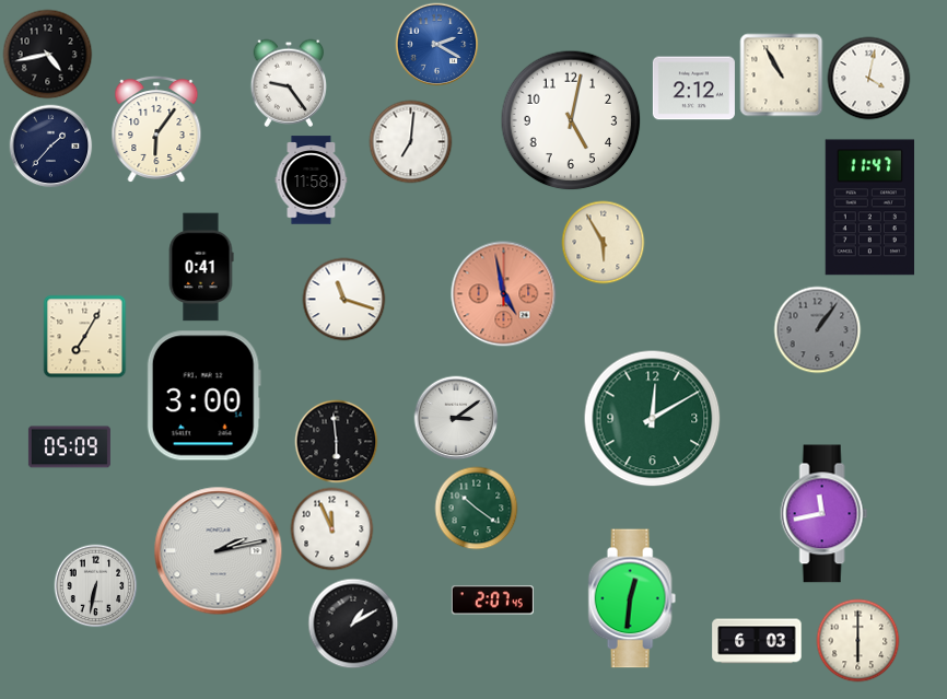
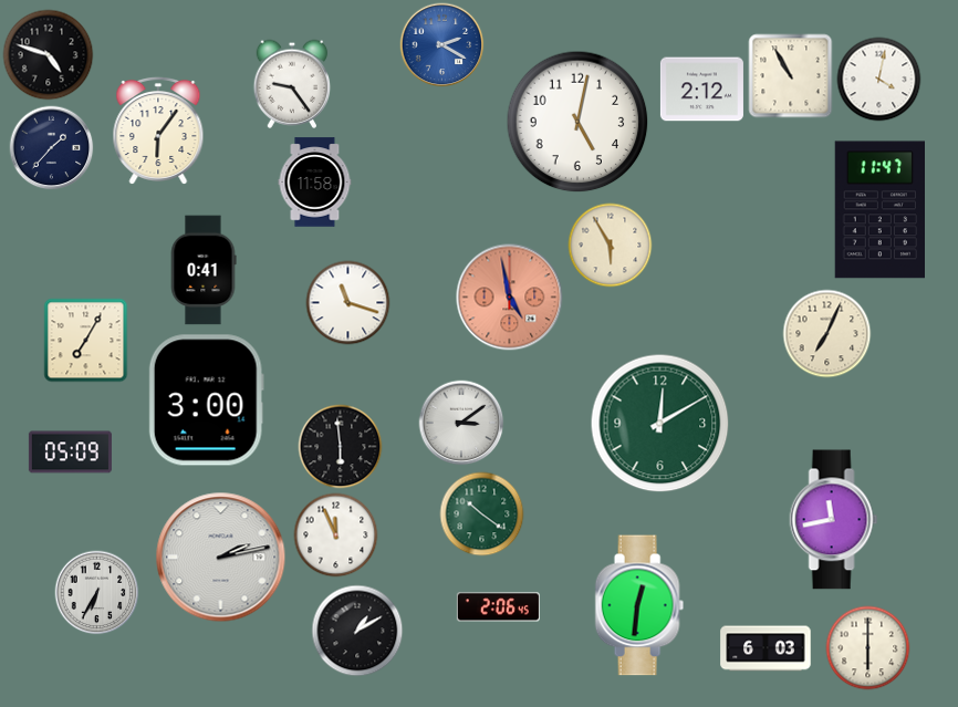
clock at (48, 55): 4:43 -> 4:48
clock at (411, 142): 7:01 -> none
clock at (818, 330): 1:06 -> 7:04
clock at (818, 330) dial: grey -> cream
clock at (96, 586): 6:32 -> 6:35
clock at (492, 601): 2:07 -> 2:06
